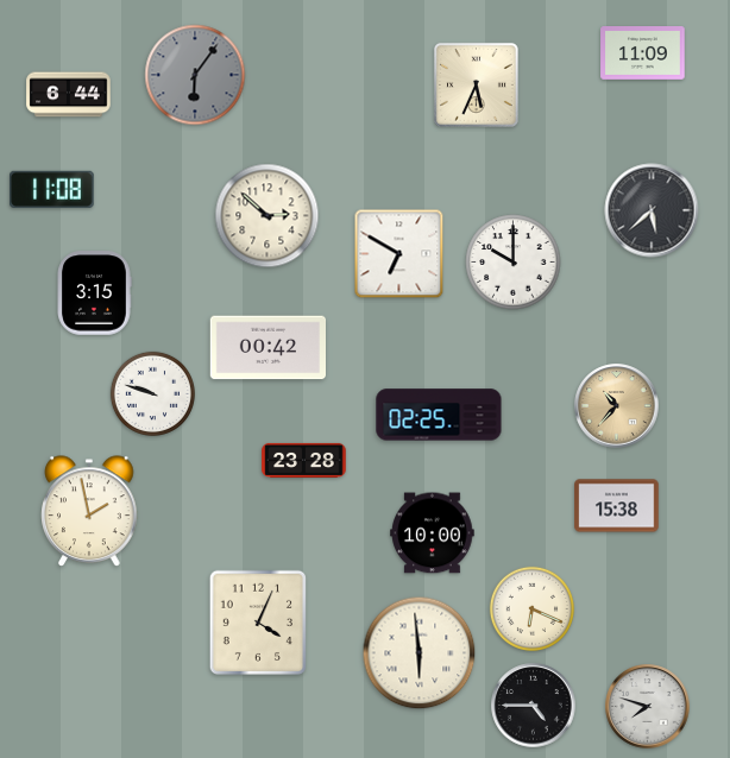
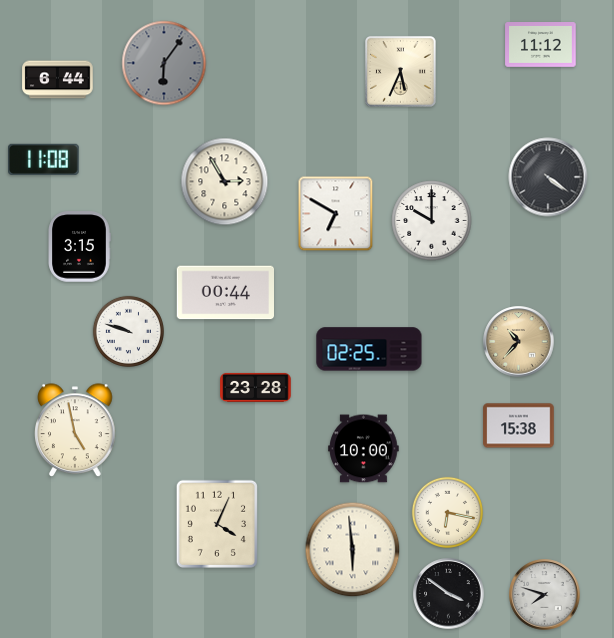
clock at (643, 53): 11:09 -> 11:12
clock at (652, 210): 5:38 -> 4:21
clock at (268, 216): 2:52 -> 2:55
clock at (269, 348): 00:42 -> 00:44
clock at (89, 511): 1:58 -> 4:58
clock at (531, 608): 6:19 -> 6:17
clock at (534, 706): 4:45 -> 3:51
